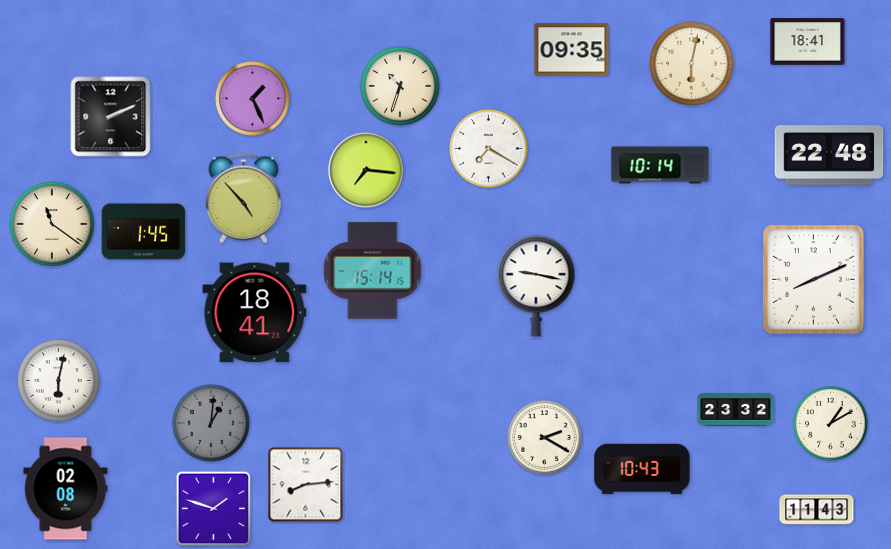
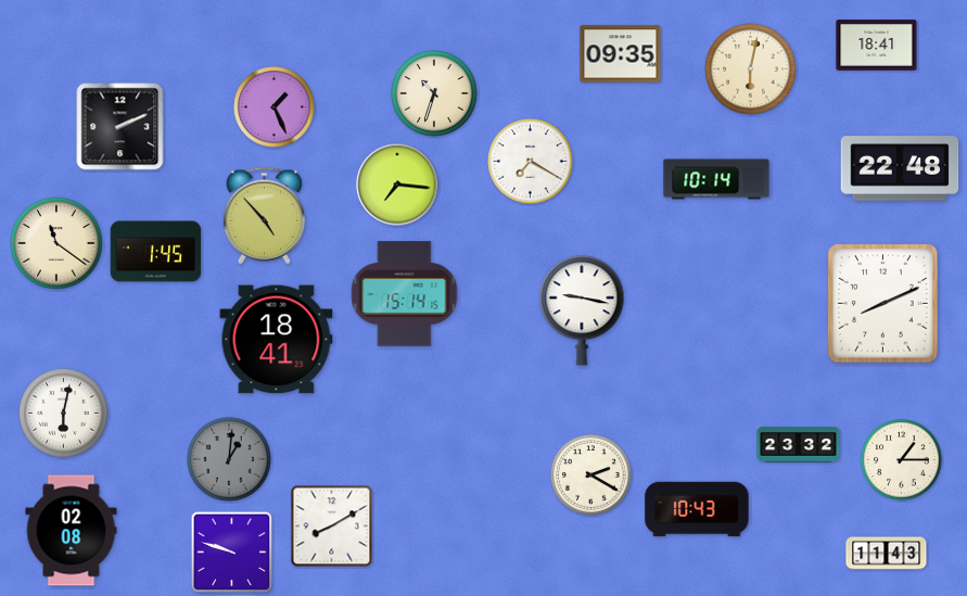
clock at (831, 424): 1:10 -> 1:15
clock at (306, 485): 8:14 -> 8:10
clock at (214, 509): 1:48 -> 9:48
